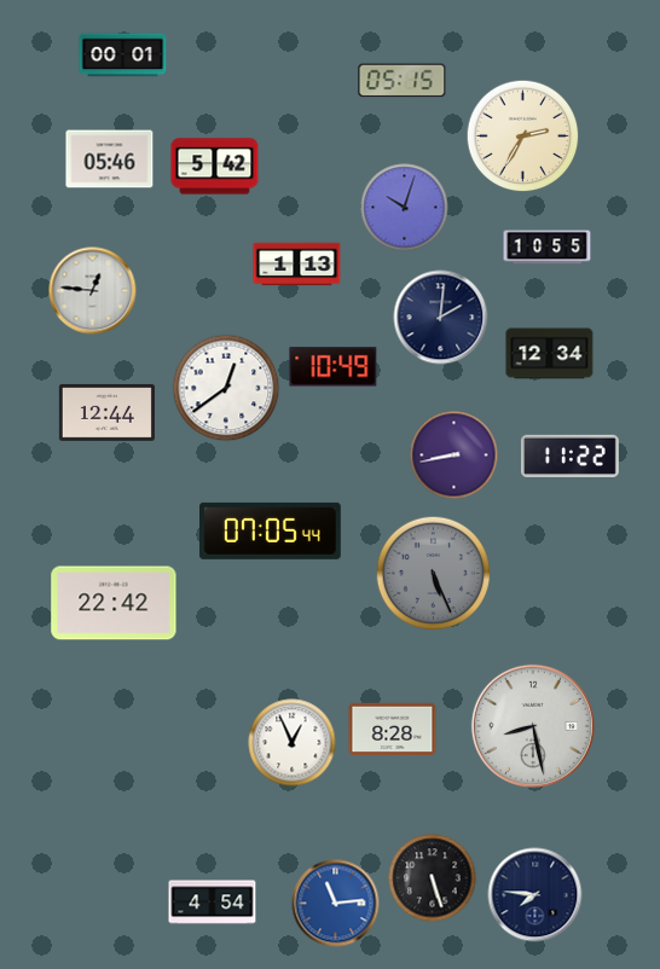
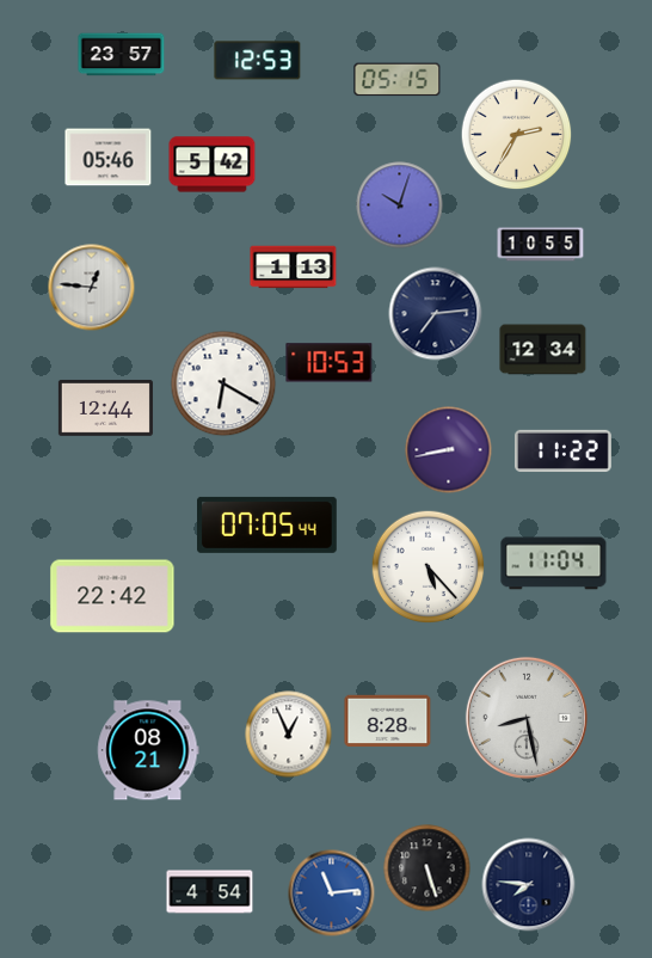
clock at (123, 56): 00:01 -> 23:57
clock at (258, 61): none -> 12:53
clock at (297, 265) position: (297, 265) -> (294, 268)
clock at (441, 318): 2:01 -> 7:14
clock at (334, 367): 10:49 -> 10:53
clock at (226, 388): 12:39 -> 6:20
clock at (554, 564): none -> 11:04
clock at (434, 574): 5:26 -> 5:23
clock at (434, 574) dial: grey -> white
clock at (148, 750): none -> 08:21
